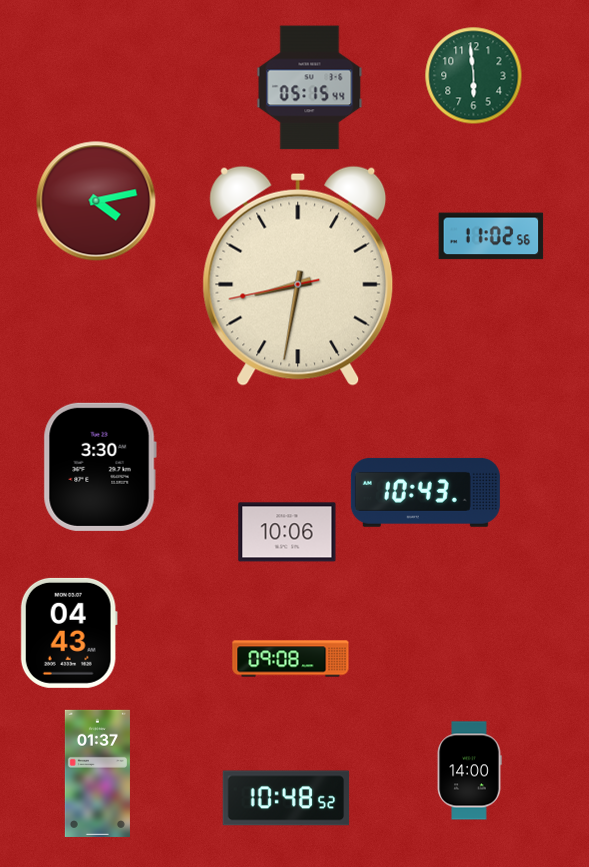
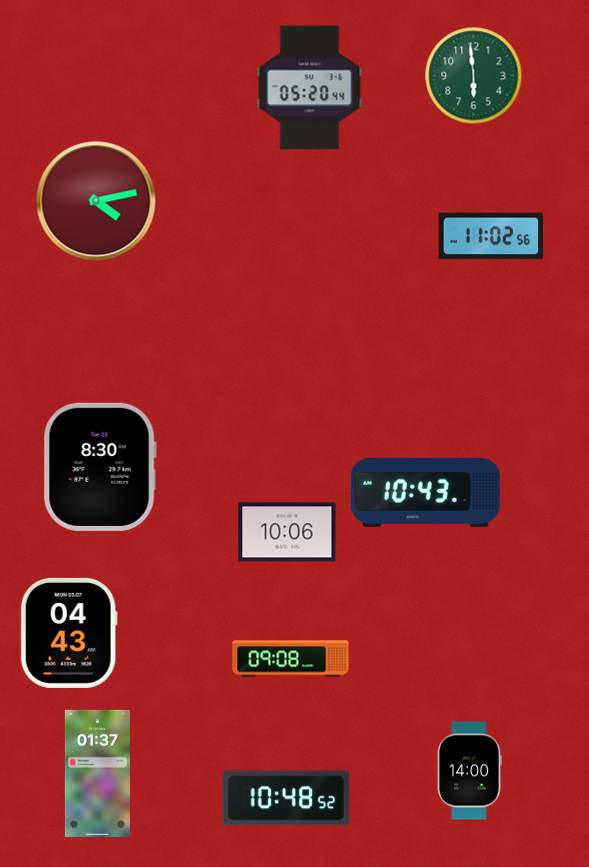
clock at (310, 88): 05:15 -> 05:20
clock at (298, 276): 8:31 -> none
clock at (100, 467): 3:30 -> 8:30
